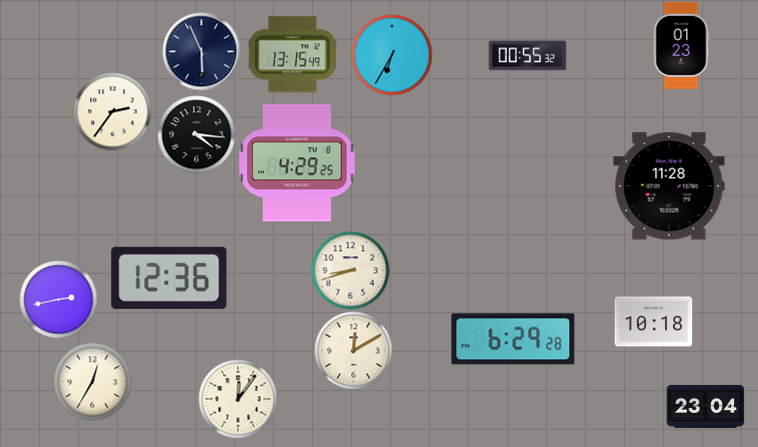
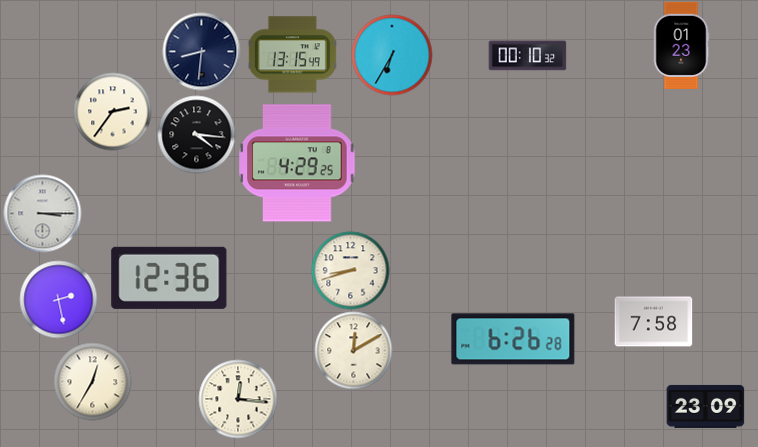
clock at (201, 51): 5:56 -> 8:31
clock at (527, 56): 00:55 -> 00:10
clock at (669, 186): 11:28 -> none
clock at (42, 213): none -> 3:15
clock at (58, 299): 2:43 -> 2:28
clock at (653, 322): 10:18 -> 7:58
clock at (513, 339): 6:29 -> 6:26
clock at (238, 399): 12:06 -> 12:16
clock at (705, 406): 23:04 -> 23:09
